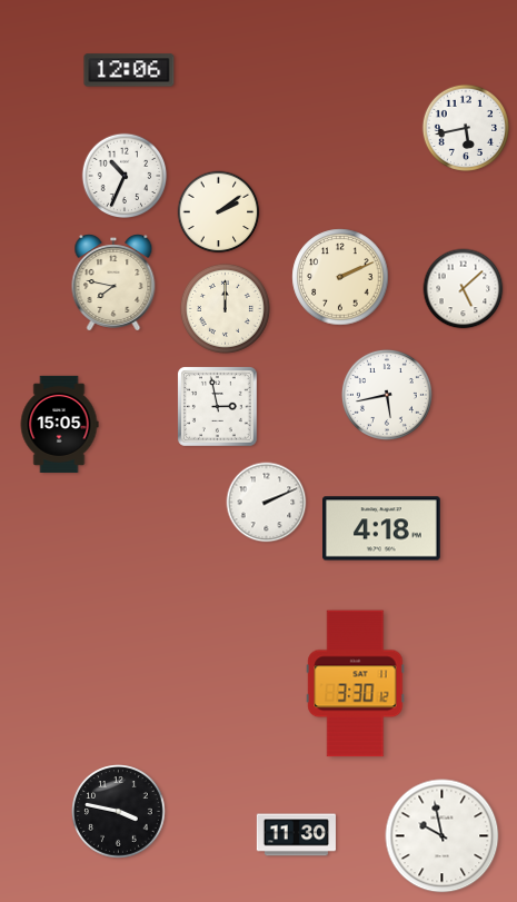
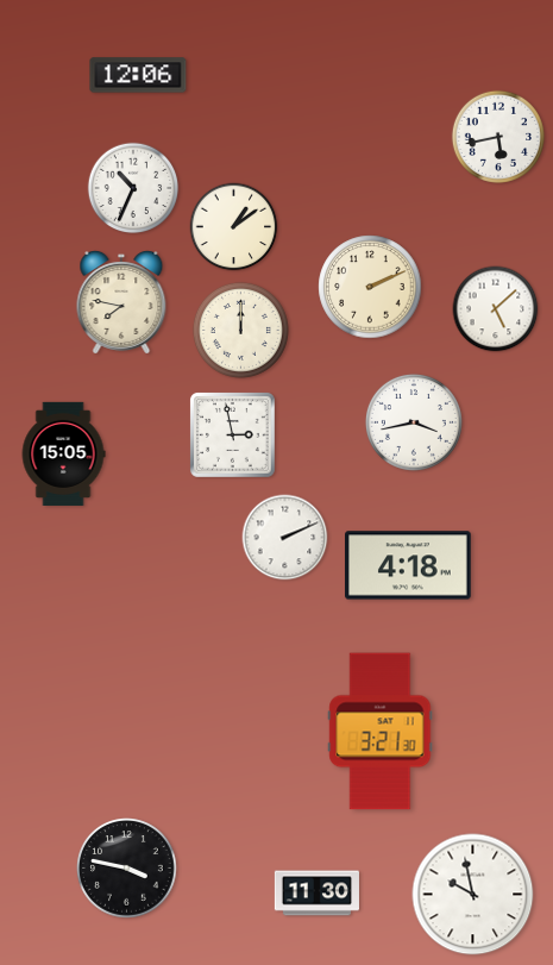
clock at (219, 212): 2:09 -> 1:09
clock at (340, 277) position: (340, 277) -> (370, 287)
clock at (387, 395): 5:43 -> 3:43
clock at (356, 684): 3:30 -> 3:21
